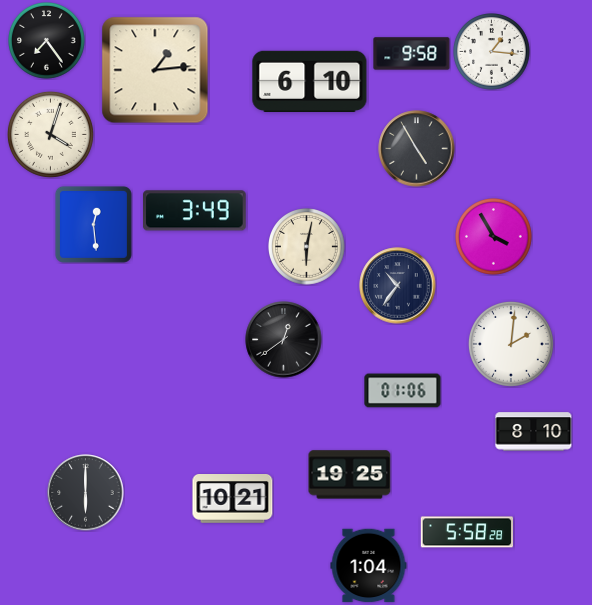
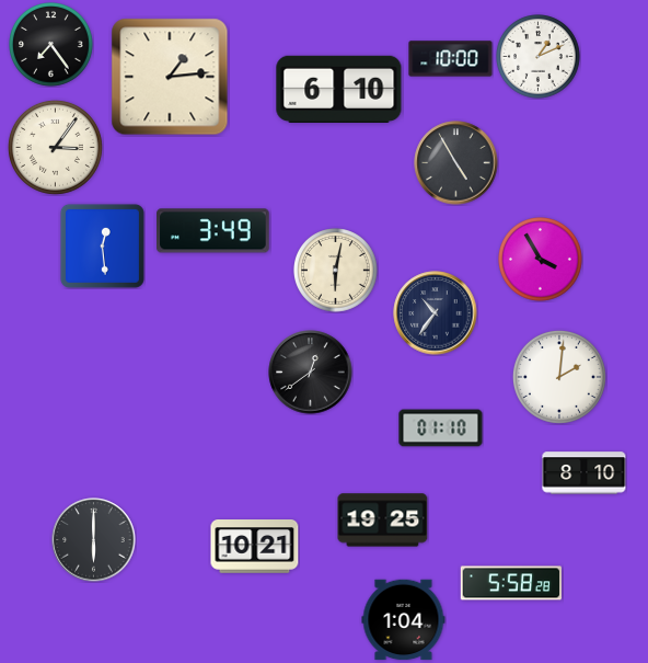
clock at (492, 52): 1:16 -> 1:11
clock at (412, 54): 9:58 -> 10:00
clock at (50, 134): 4:03 -> 3:06
clock at (403, 391): 01:06 -> 01:10
